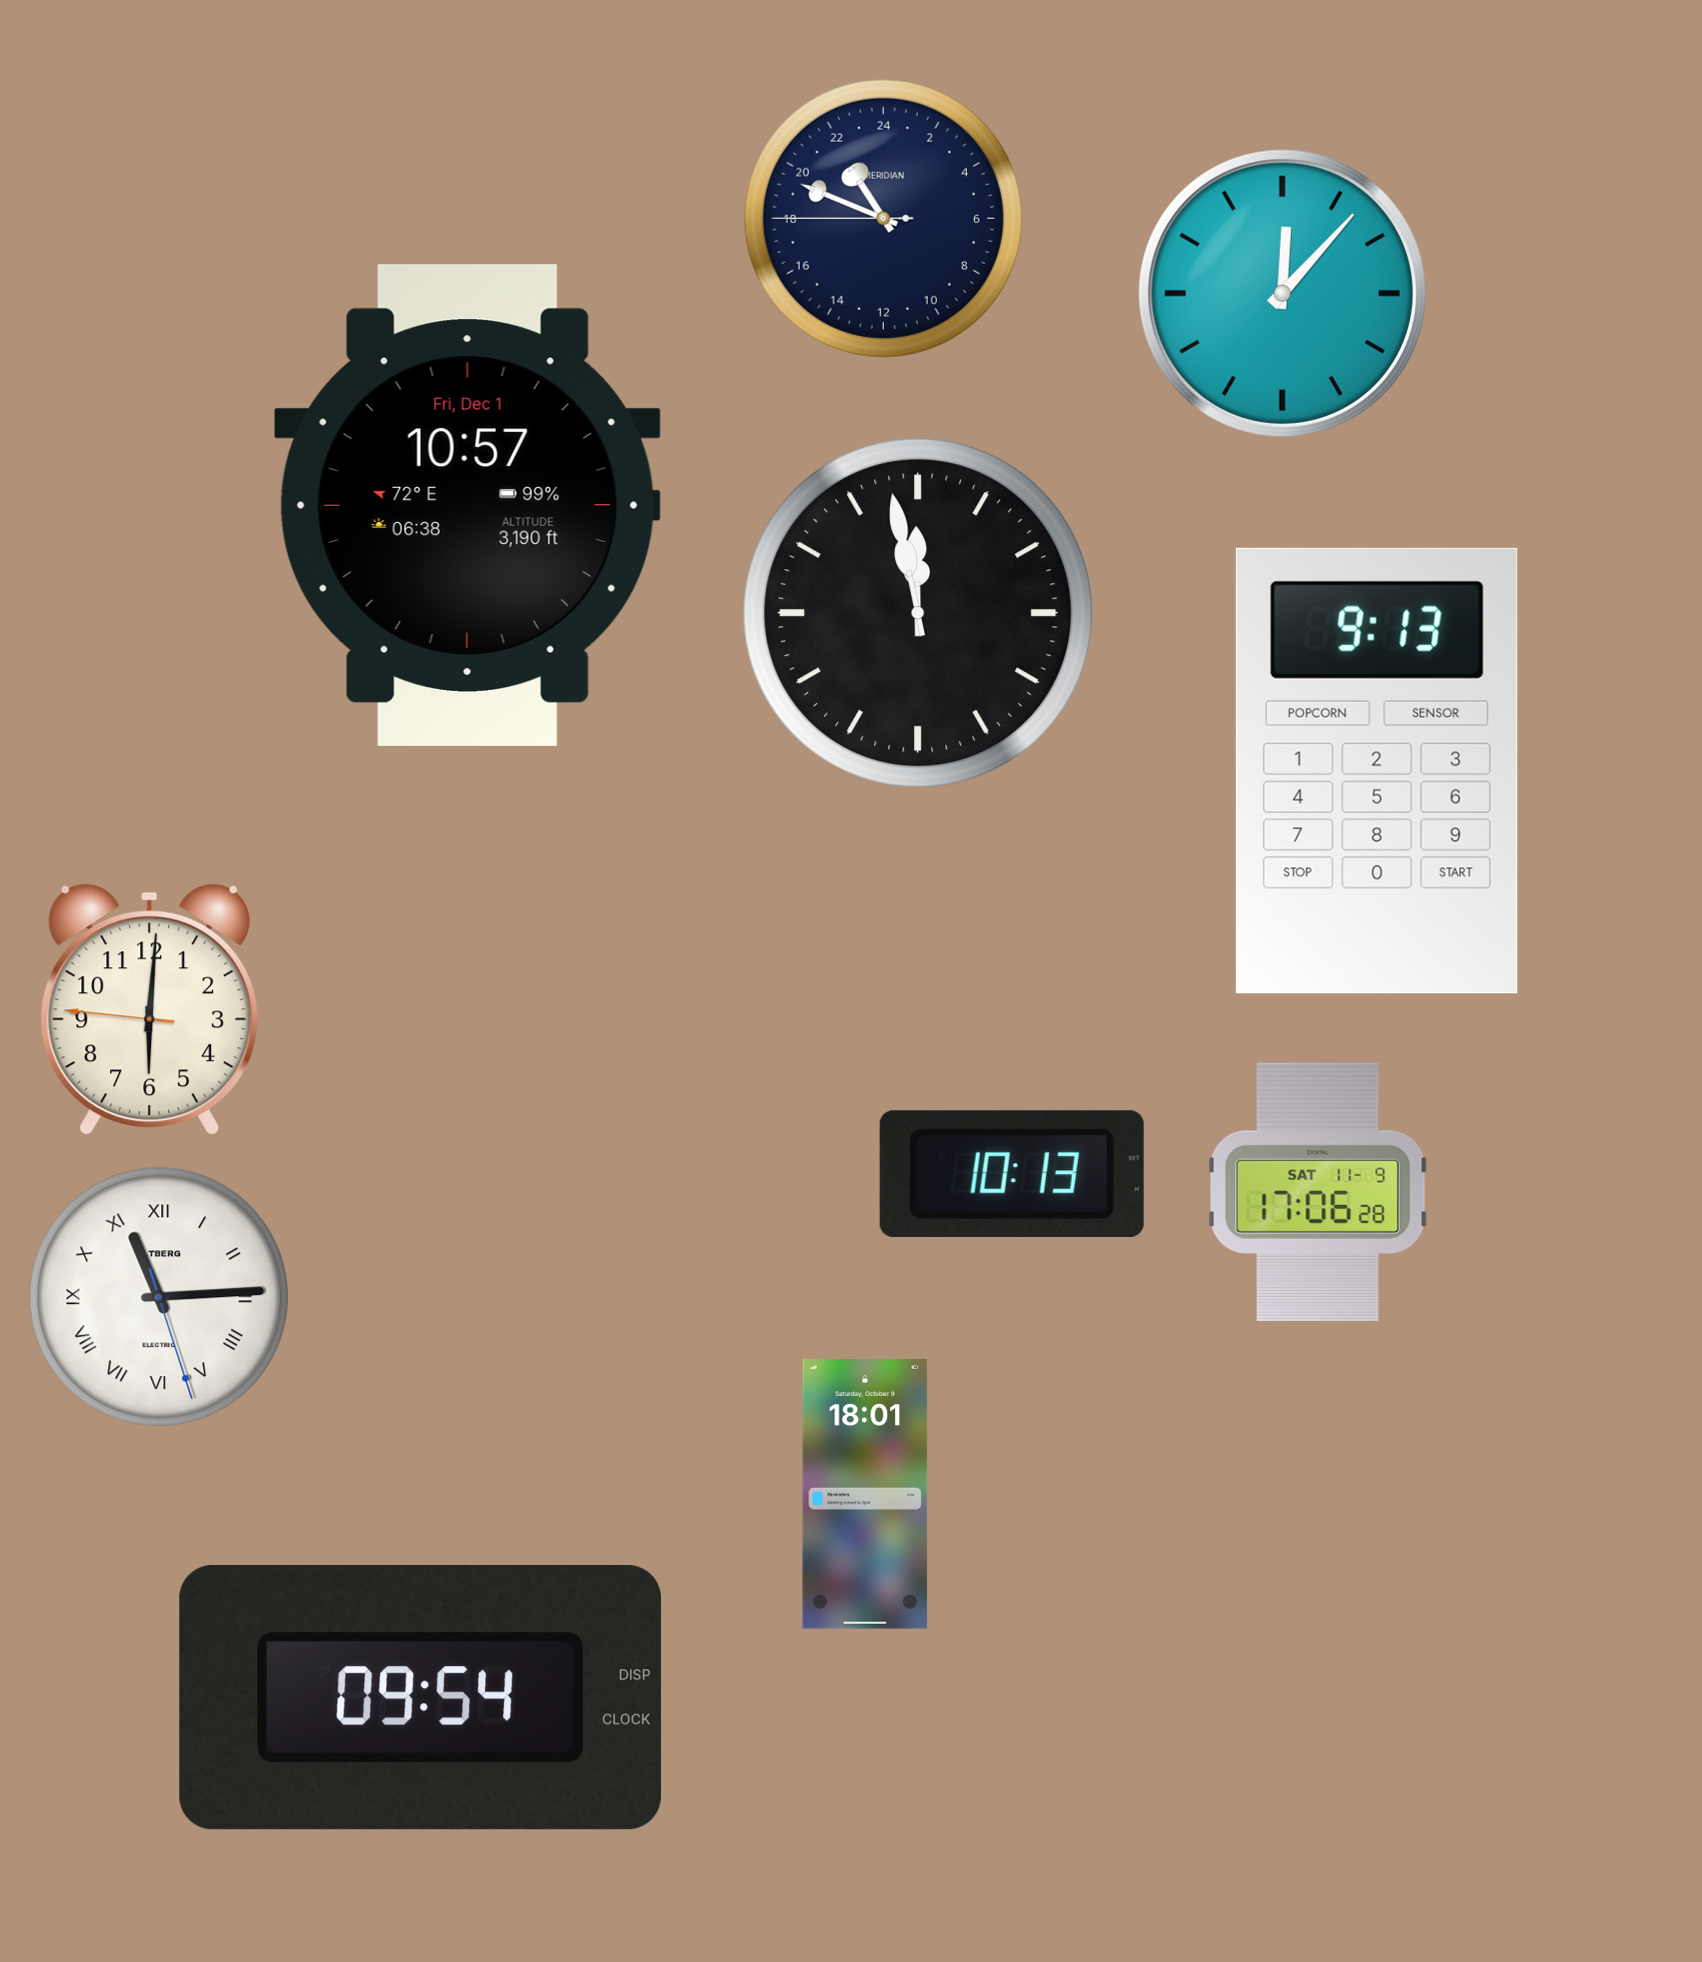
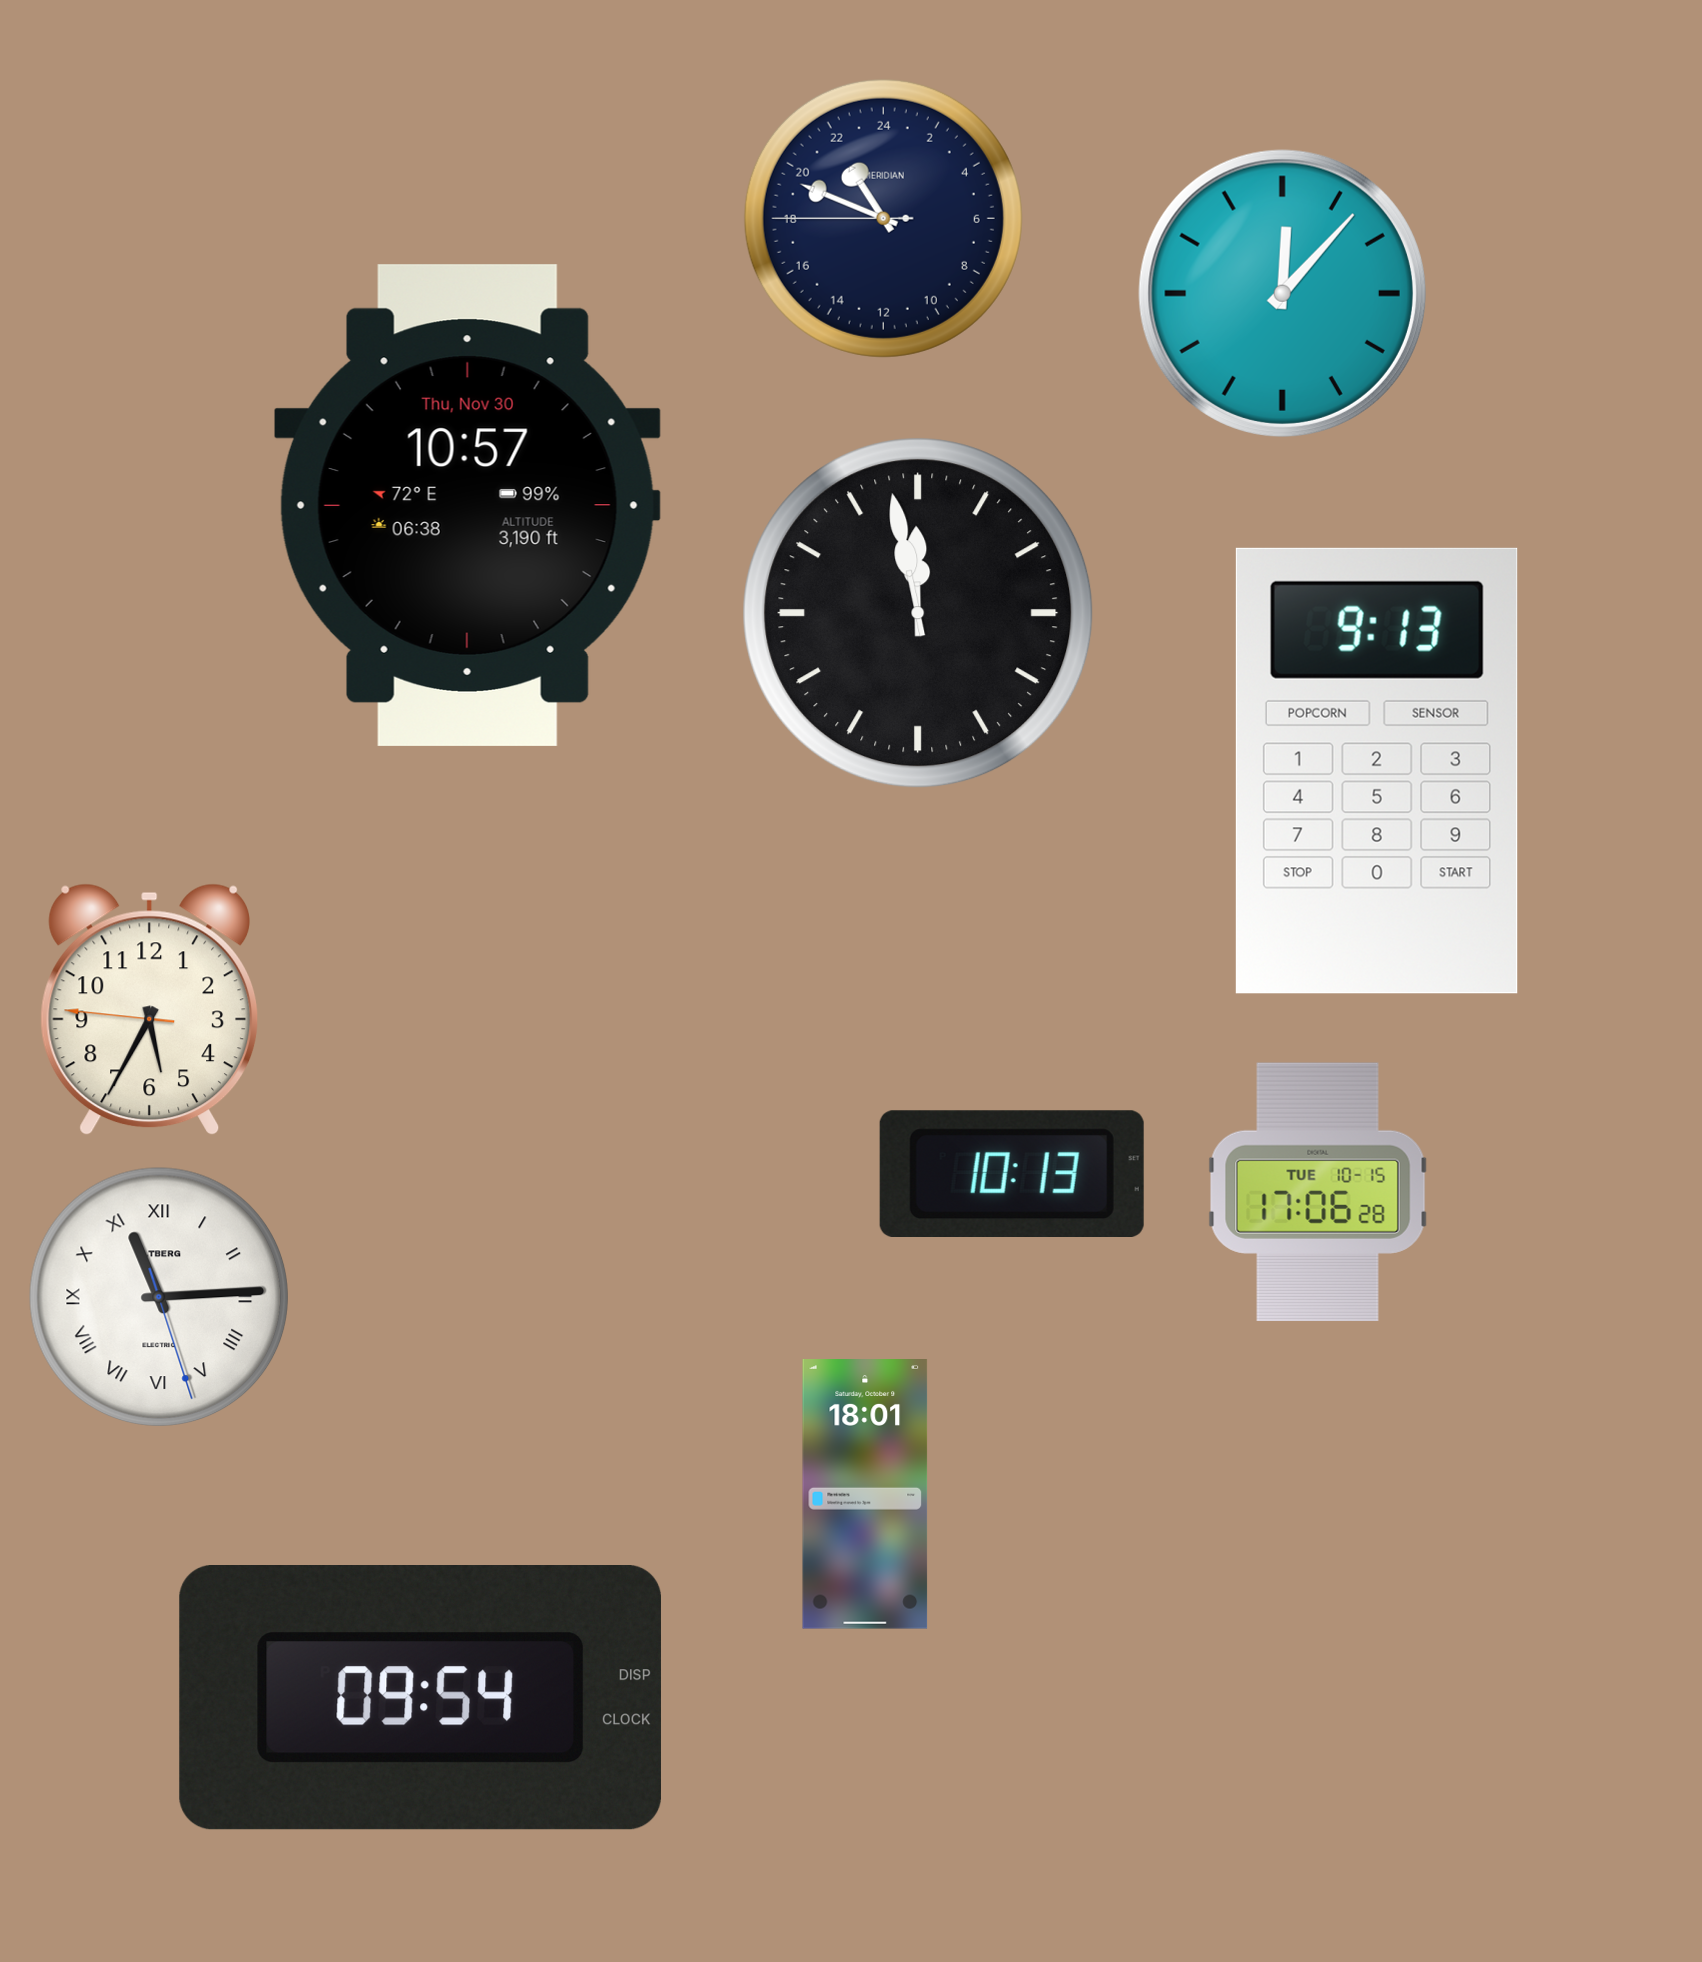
clock at (467, 505) date: Fri, Dec 1 -> Thu, Nov 30
clock at (149, 1010): 6:00 -> 5:34
clock at (1318, 1192) date: SAT 11-9 -> TUE 10-15
